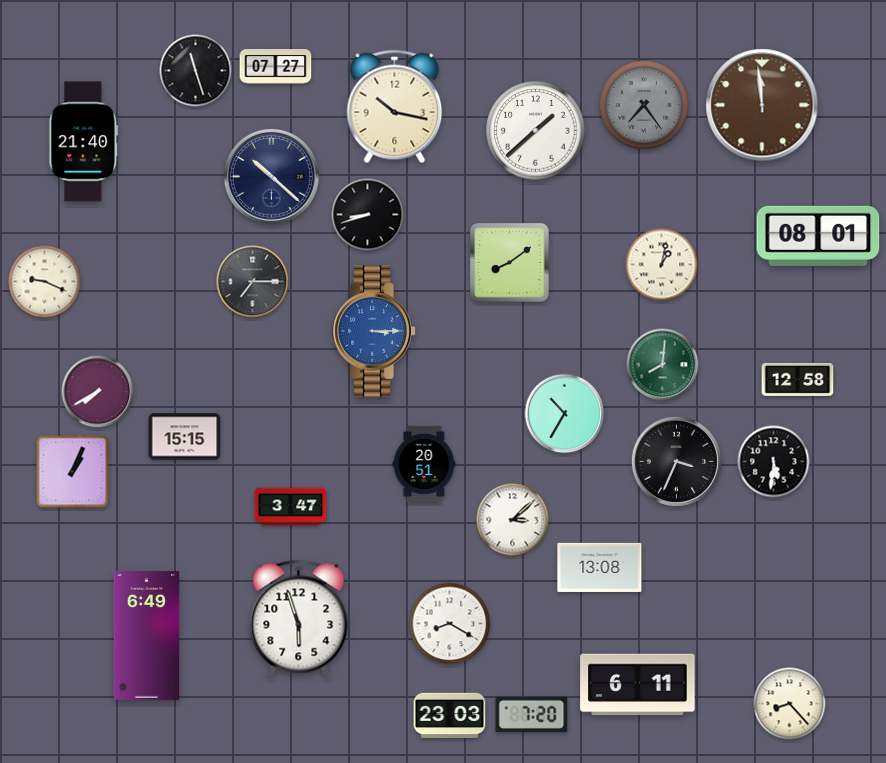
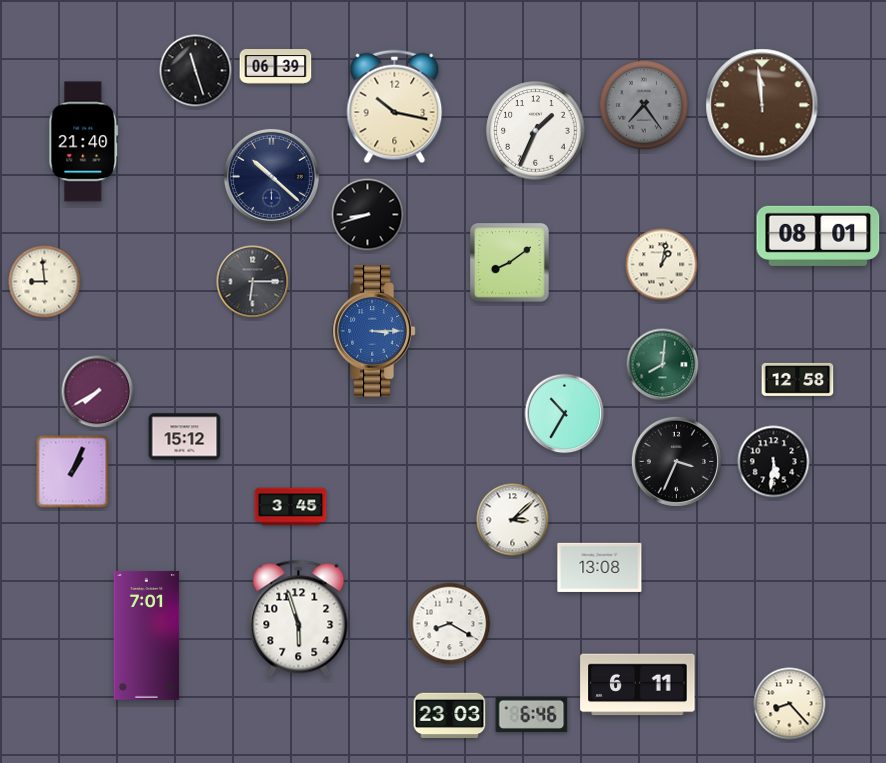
clock at (276, 67): 07:27 -> 06:39
clock at (536, 131): 1:38 -> 1:34
clock at (45, 282): 9:19 -> 8:59
clock at (253, 282): 7:15 -> 6:15
clock at (185, 437): 15:15 -> 15:12
clock at (424, 464): 20:51 -> none
clock at (291, 507): 3:47 -> 3:45
clock at (147, 635): 6:49 -> 7:01
clock at (532, 714): 7:20 -> 6:46
